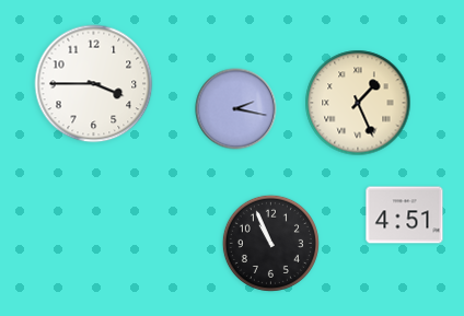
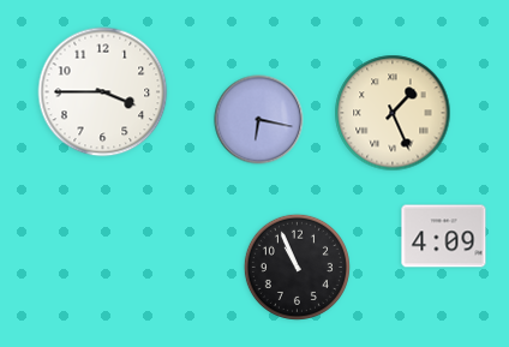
clock at (236, 109): 2:17 -> 6:17
clock at (405, 215): 4:51 -> 4:09
